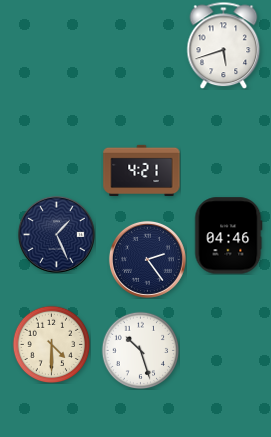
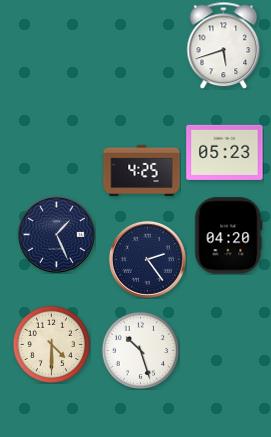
clock at (225, 152): none -> 05:23
clock at (142, 171): 4:21 -> 4:25
clock at (229, 236): 04:46 -> 04:20
